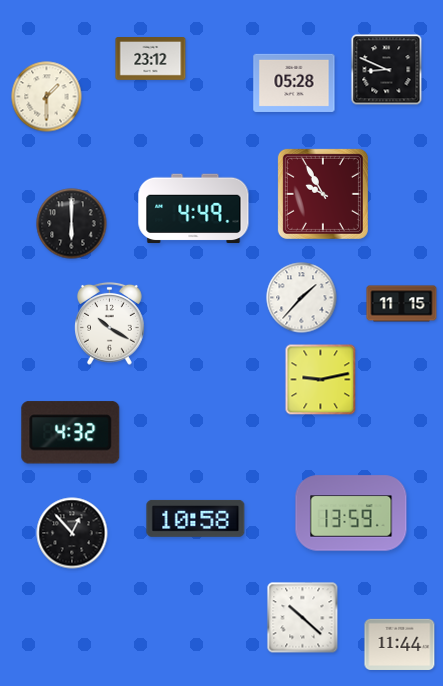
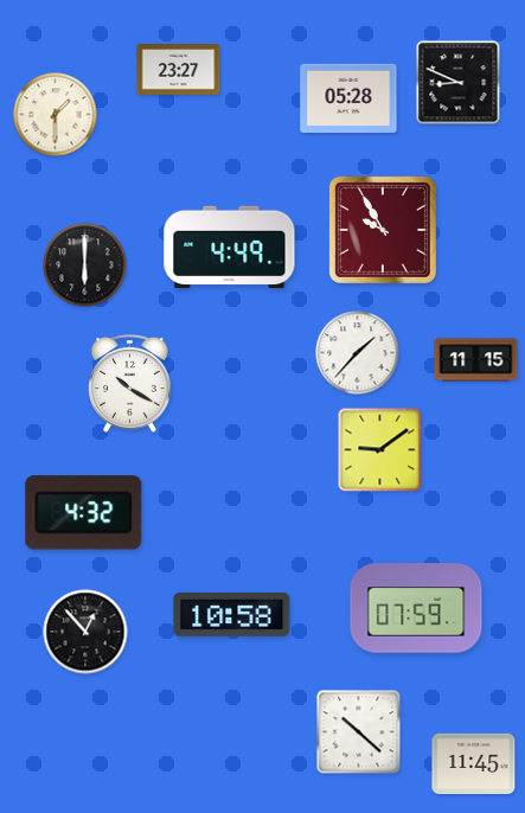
clock at (151, 59): 23:12 -> 23:27
clock at (321, 380): 9:13 -> 9:09
clock at (351, 513): 13:59 -> 07:59
clock at (400, 644): 11:44 -> 11:45
